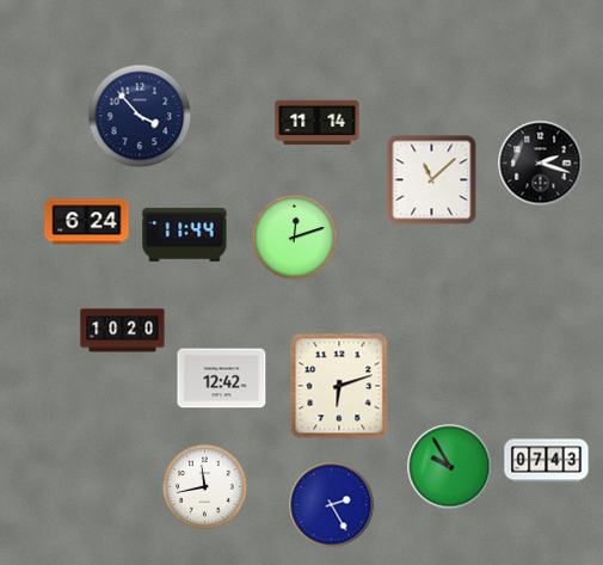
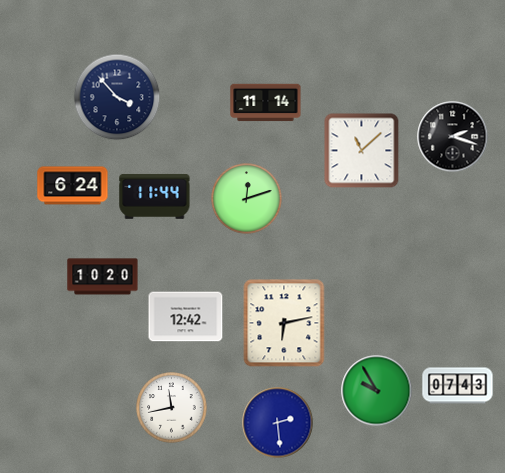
clock at (339, 386): 6:12 -> 6:13
clock at (332, 505): 2:25 -> 2:29
